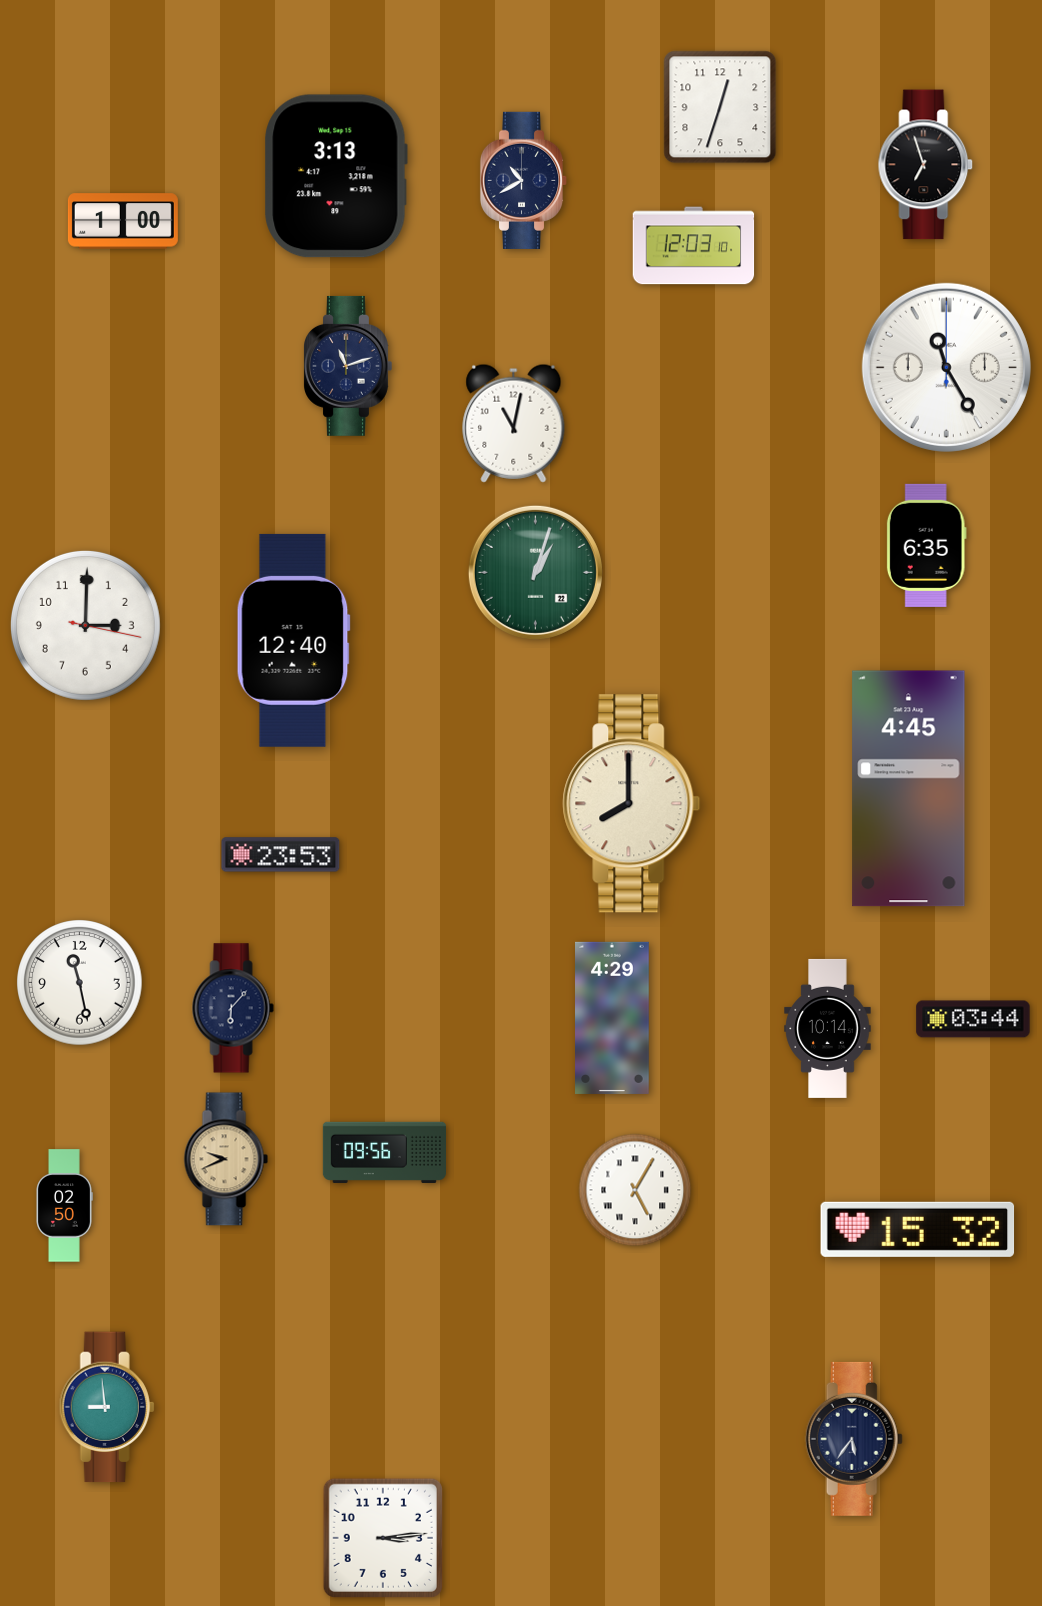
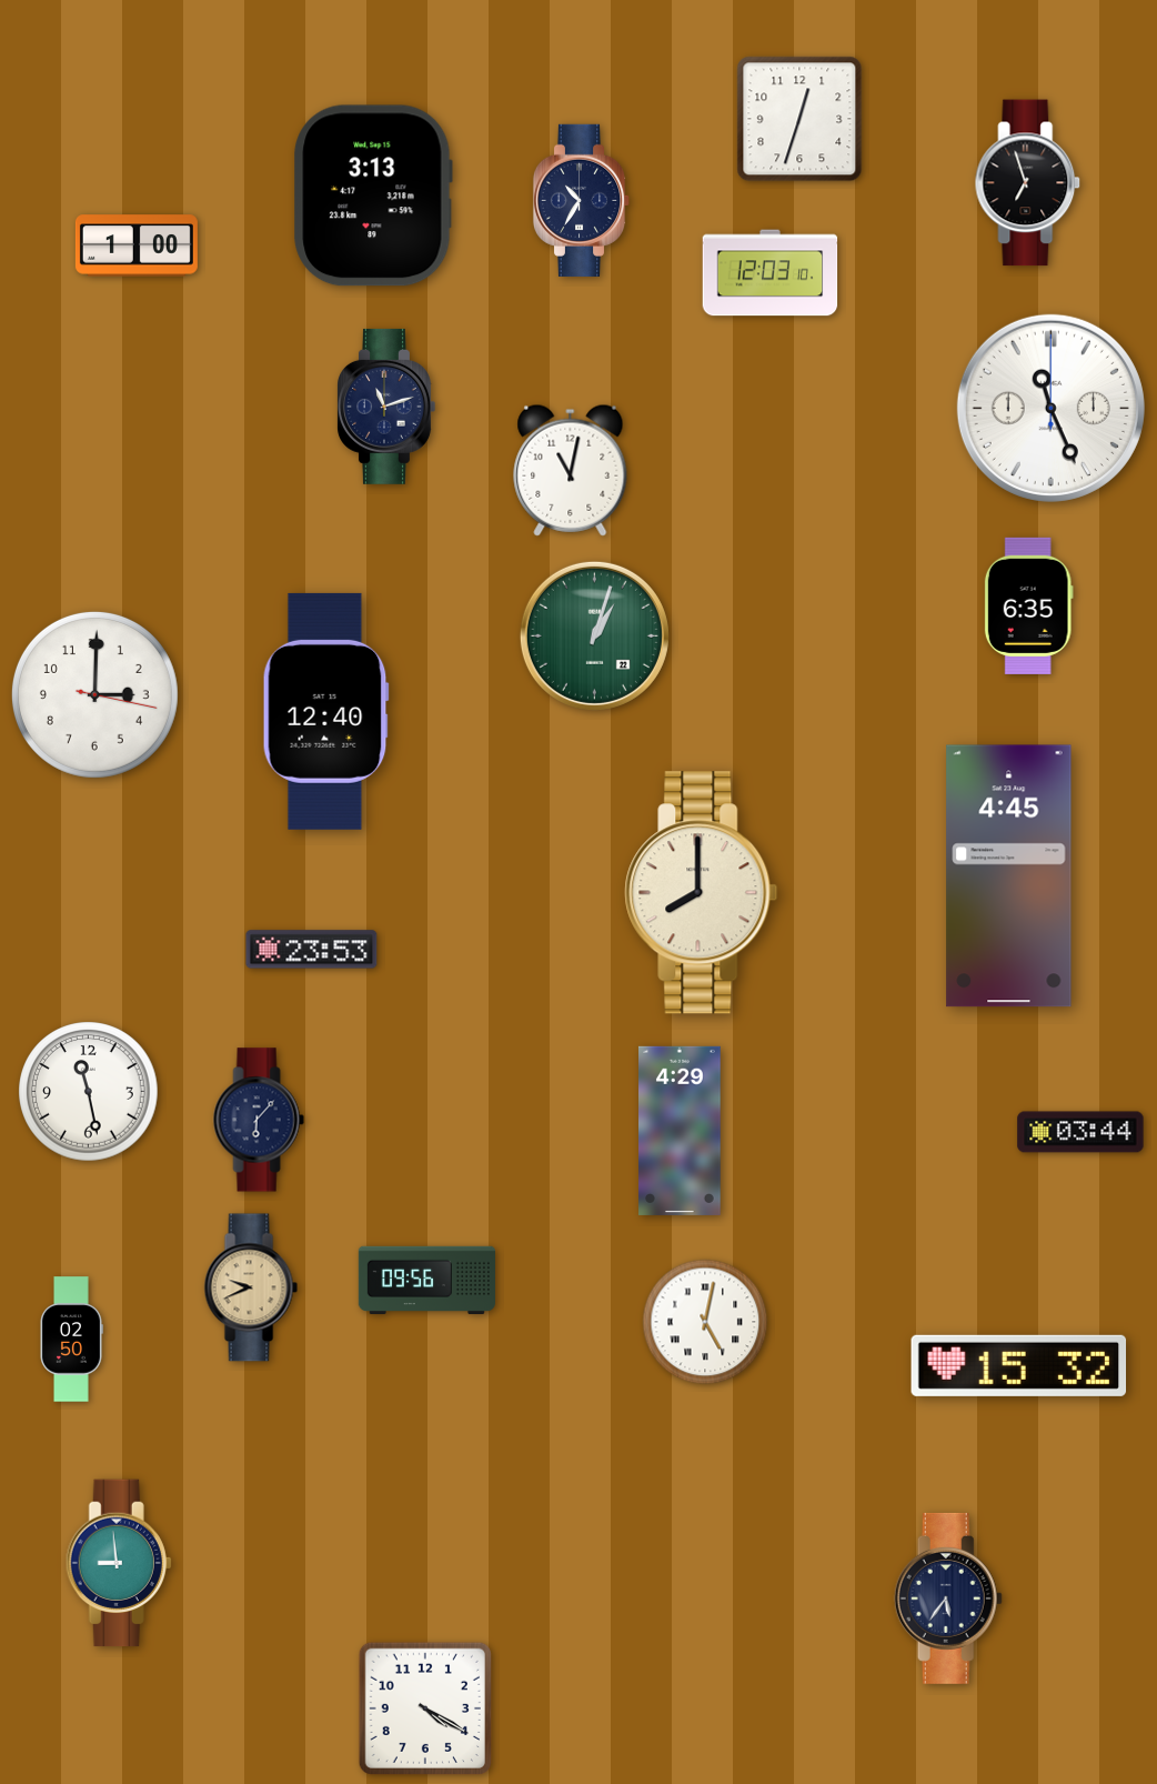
clock at (524, 180): 10:40 -> 10:35
clock at (946, 367): 11:25 -> 11:26
clock at (828, 1028): 10:14 -> none
clock at (635, 1190): 5:05 -> 5:02
clock at (383, 1538): 3:14 -> 4:20
